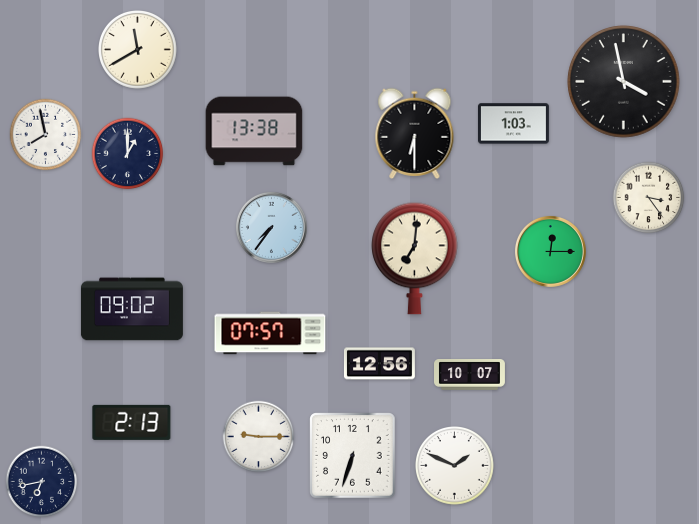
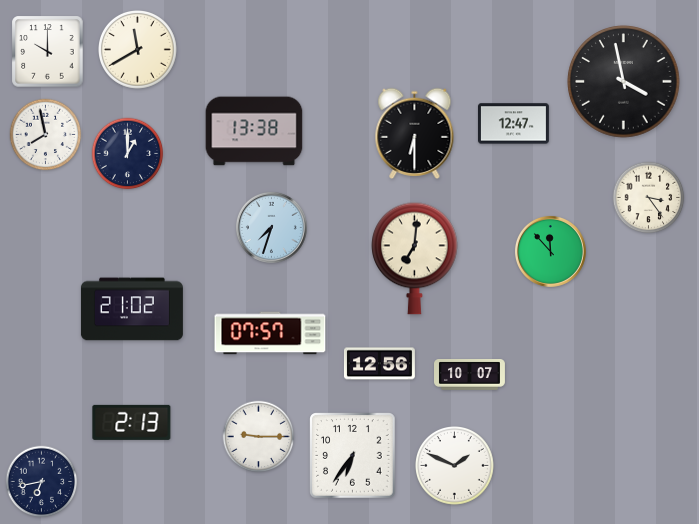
clock at (48, 52): none -> 10:00
clock at (513, 124): 1:03 -> 12:47
clock at (271, 227): 7:36 -> 7:33
clock at (550, 251): 12:15 -> 11:53
clock at (132, 309): 09:02 -> 21:02
clock at (353, 456): 6:33 -> 6:36
